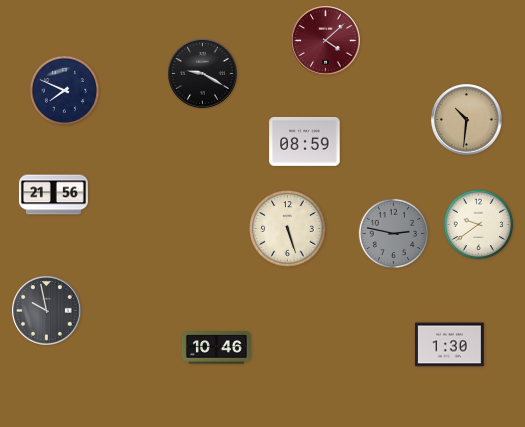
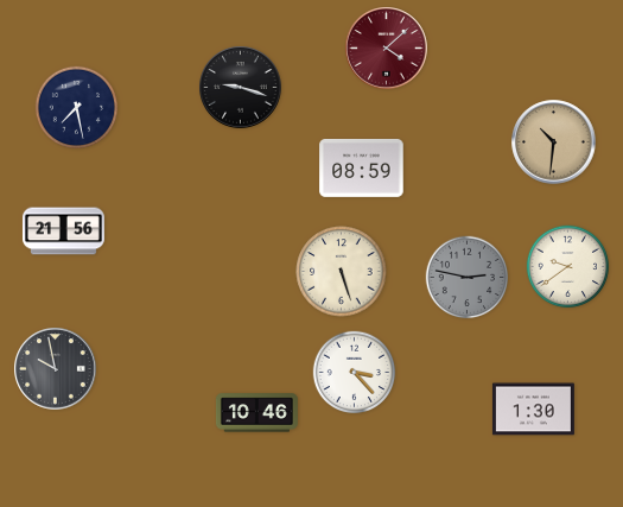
clock at (203, 74): 9:20 -> 9:18
clock at (65, 91): 7:49 -> 7:28
clock at (355, 373): none -> 3:23
